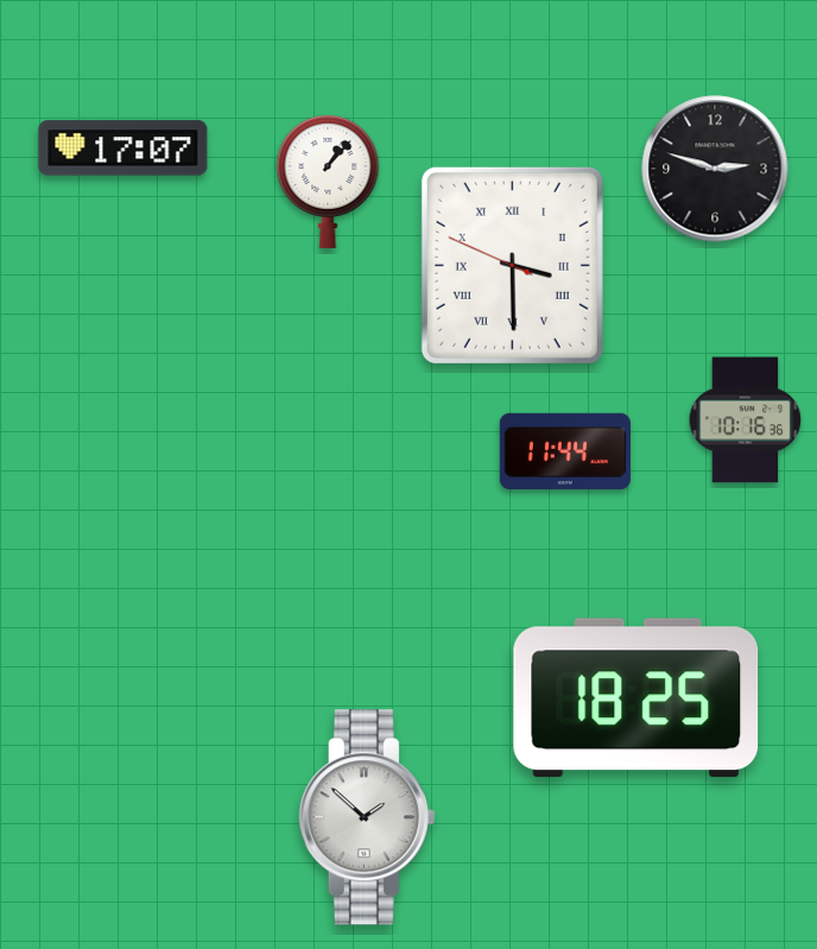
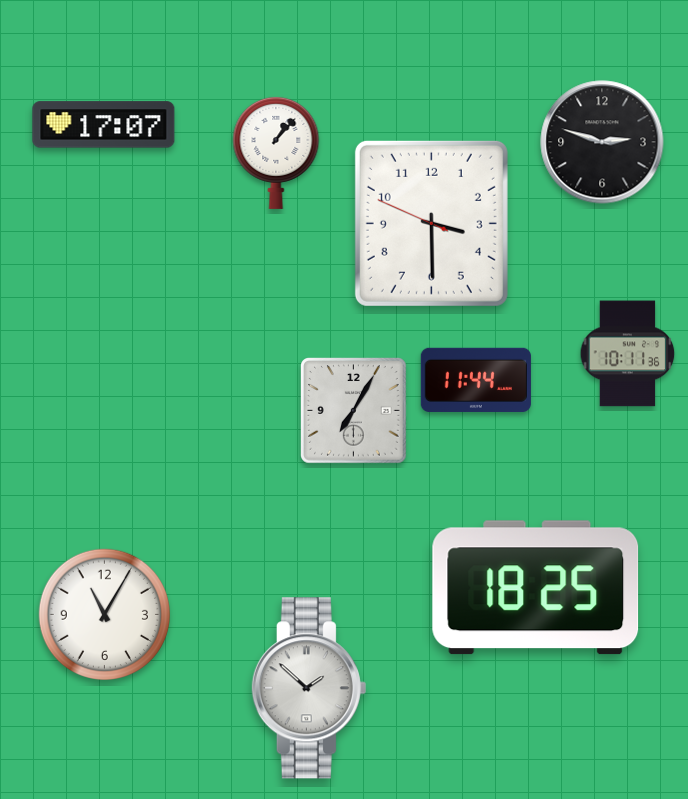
clock at (512, 265) numerals: Roman -> Arabic
clock at (746, 420): 10:16 -> 10:11
clock at (354, 411): none -> 7:05
clock at (104, 614): none -> 11:05
